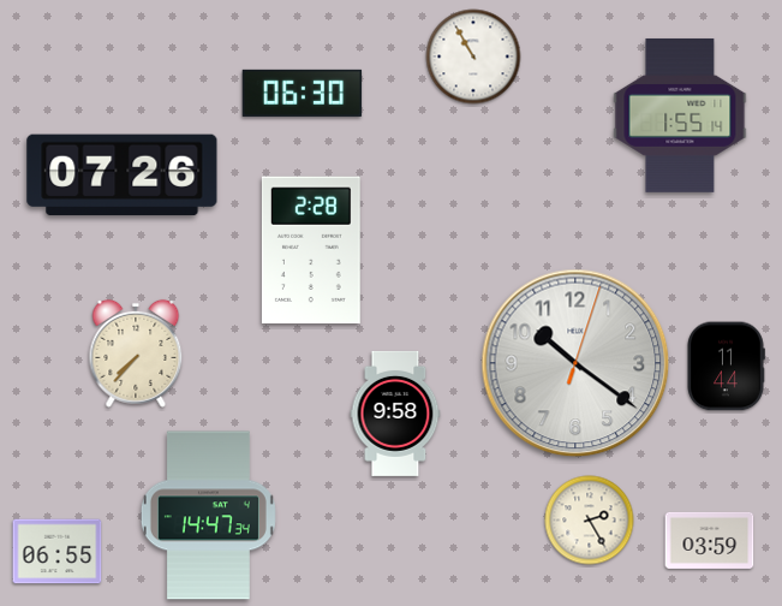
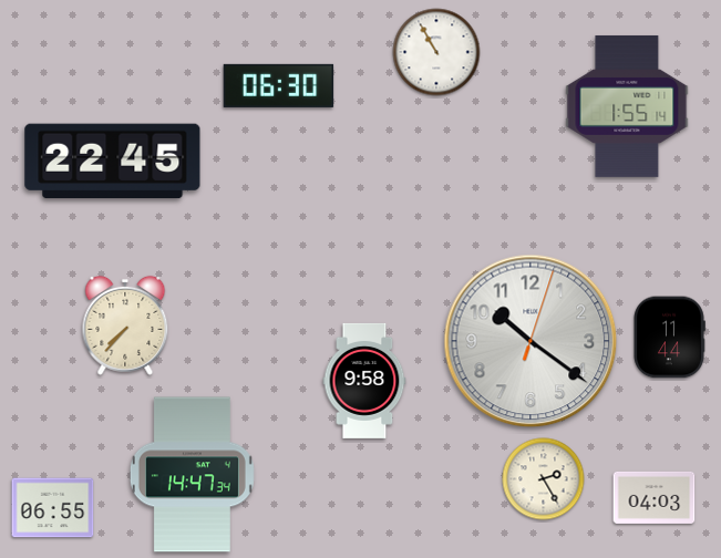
clock at (123, 176): 07:26 -> 22:45
clock at (311, 249): 2:28 -> none
clock at (575, 363) position: (575, 363) -> (531, 341)
clock at (710, 540): 03:59 -> 04:03
